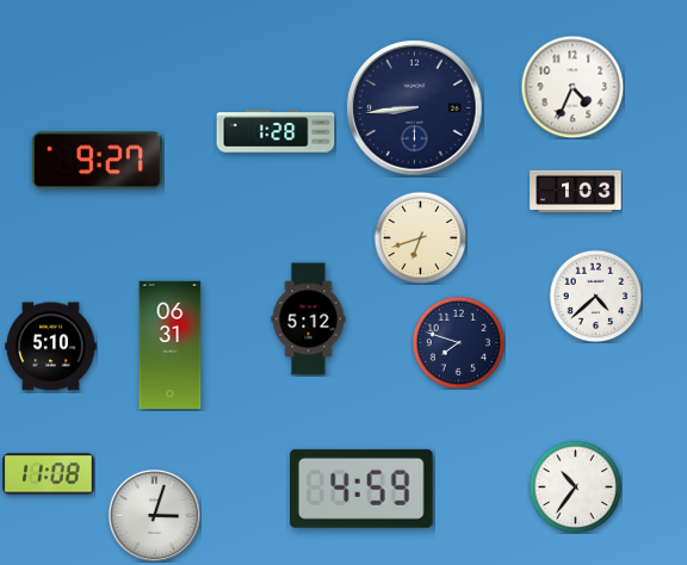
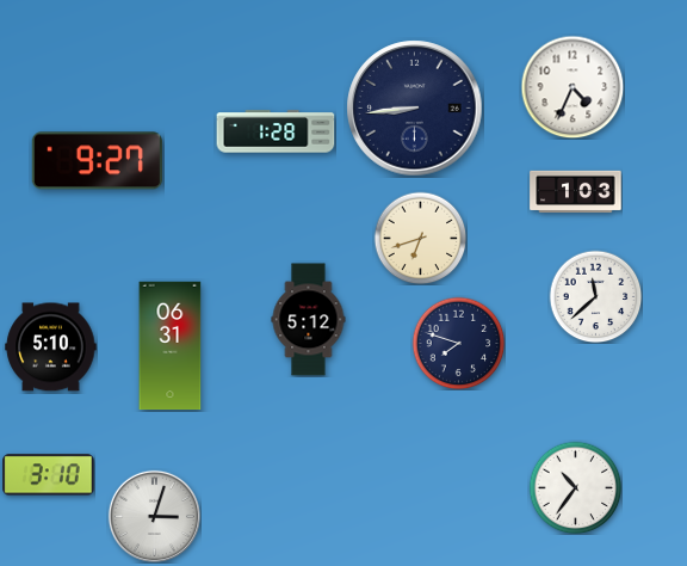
clock at (595, 296): 4:38 -> 11:38
clock at (49, 474): 11:08 -> 3:10
clock at (361, 489): 4:59 -> none
